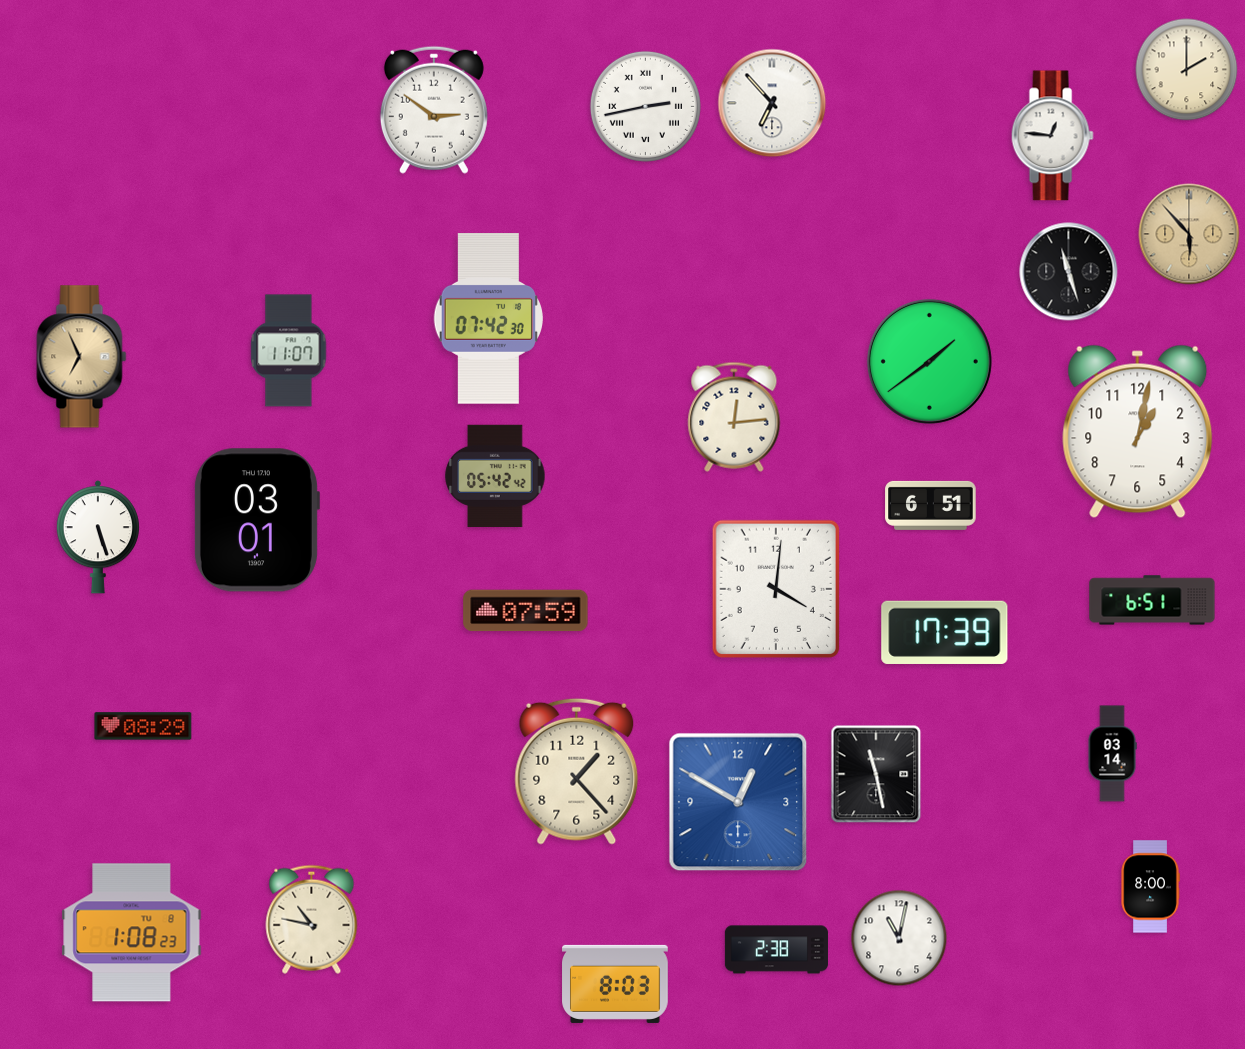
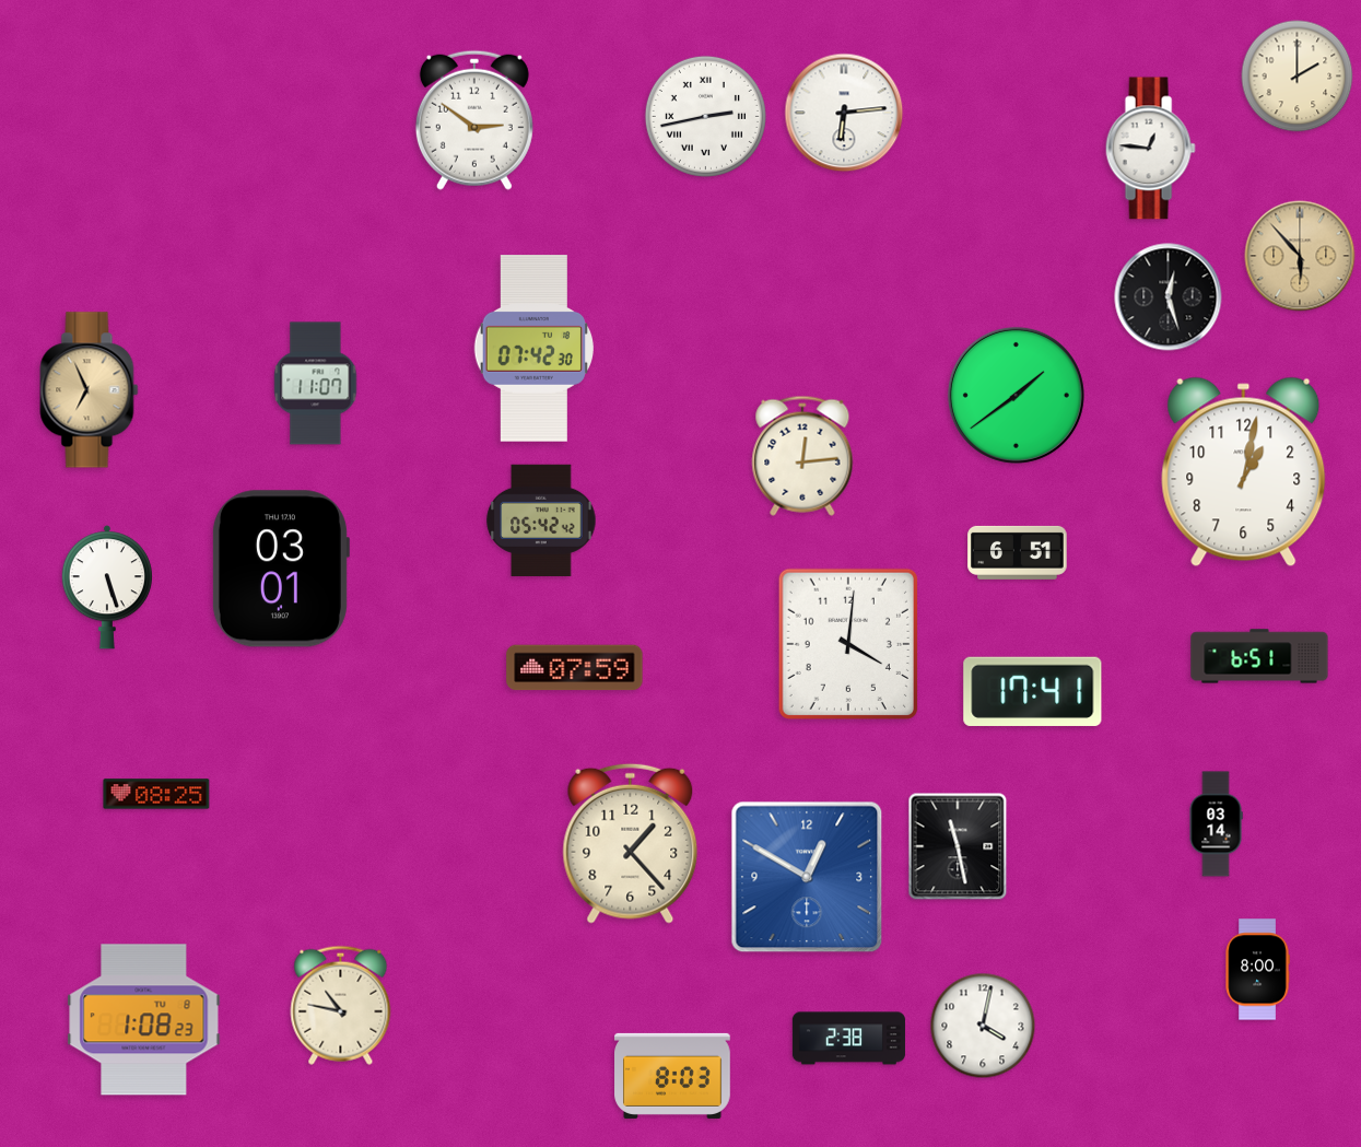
clock at (772, 103): 6:53 -> 6:14
clock at (1069, 272): 11:27 -> 12:27
clock at (945, 632): 17:39 -> 17:41
clock at (143, 726): 08:29 -> 08:25
clock at (899, 938): 11:02 -> 4:02
